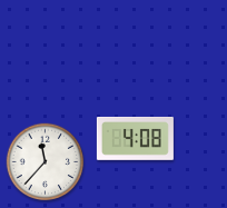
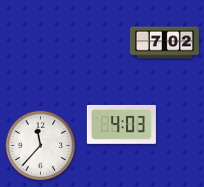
clock at (164, 43): none -> 7:02
clock at (135, 138): 4:08 -> 4:03
